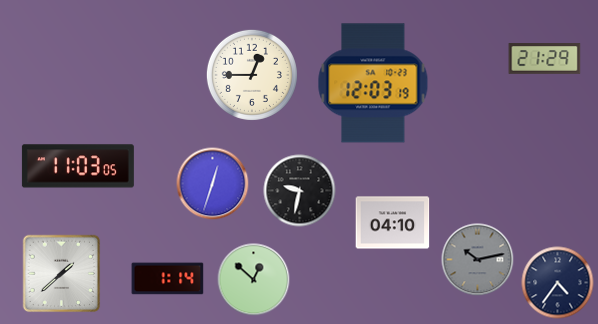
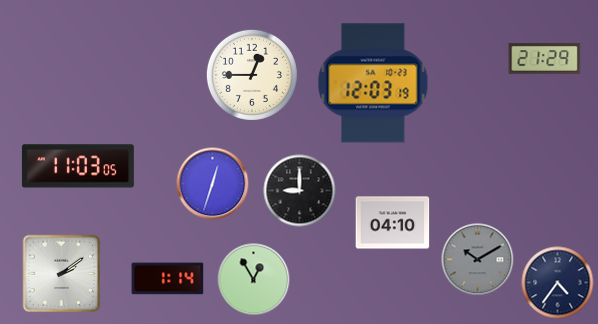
clock at (300, 191): 9:32 -> 9:00
clock at (478, 260): 10:13 -> 10:10
clock at (62, 274): 1:38 -> 2:09
clock at (254, 280): 12:52 -> 12:55
